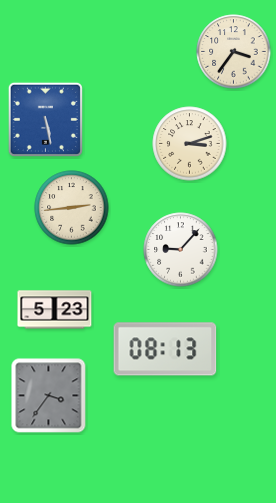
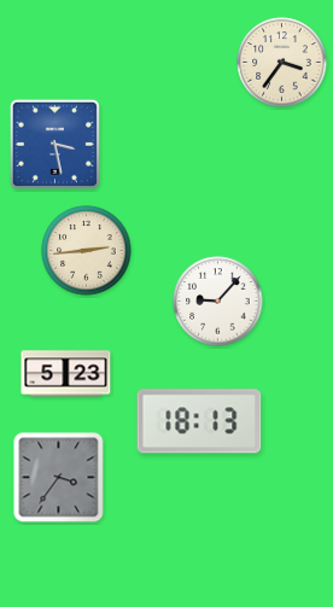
clock at (45, 119): 5:28 -> 3:28
clock at (190, 144): 3:12 -> none
clock at (165, 349): 08:13 -> 18:13
